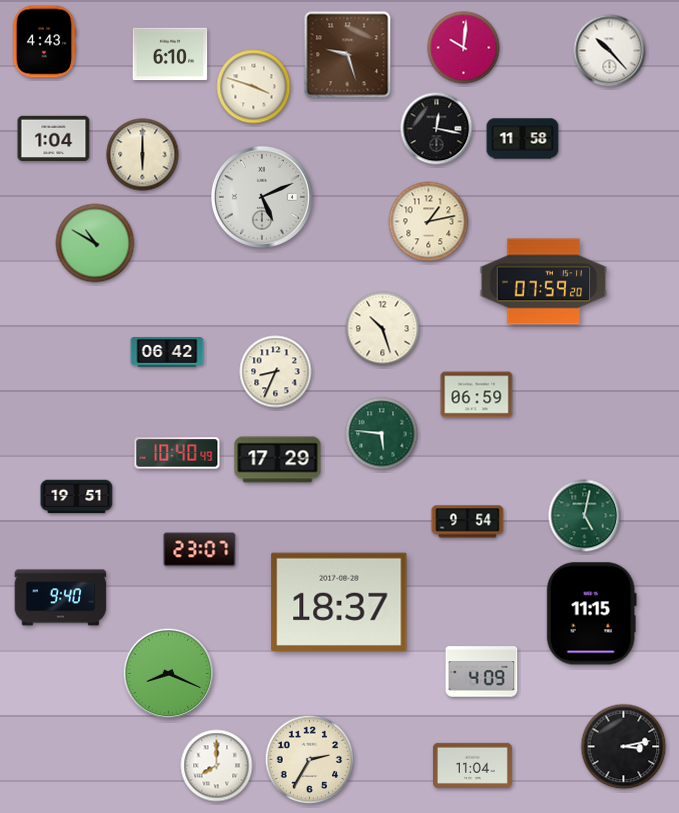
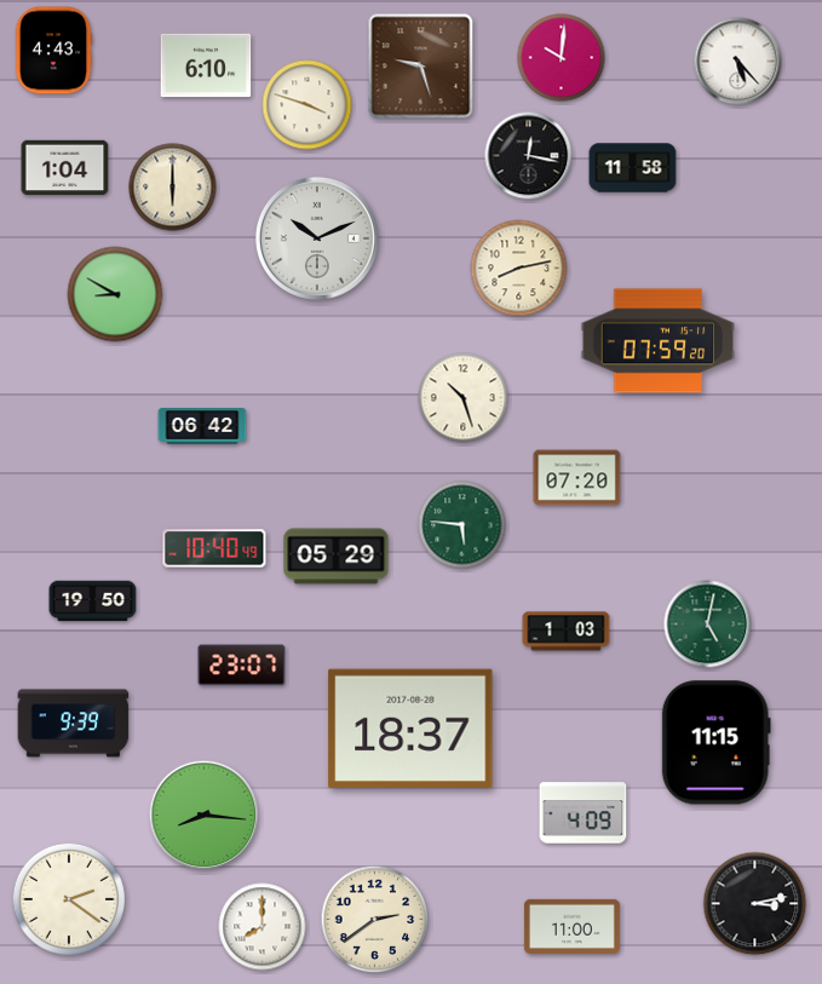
clock at (610, 51): 10:23 -> 5:23
clock at (262, 197): 5:11 -> 10:11
clock at (429, 222): 1:13 -> 8:13
clock at (95, 243): 10:50 -> 8:50
clock at (276, 372): 8:34 -> none
clock at (477, 395): 06:59 -> 07:20
clock at (278, 460): 17:29 -> 05:29
clock at (77, 497): 19:51 -> 19:50
clock at (468, 522): 9:54 -> 1:03
clock at (61, 598): 9:40 -> 9:39
clock at (169, 674): 8:19 -> 8:16
clock at (69, 899): none -> 2:21
clock at (310, 760): 2:35 -> 2:39
clock at (472, 765): 11:04 -> 11:00
